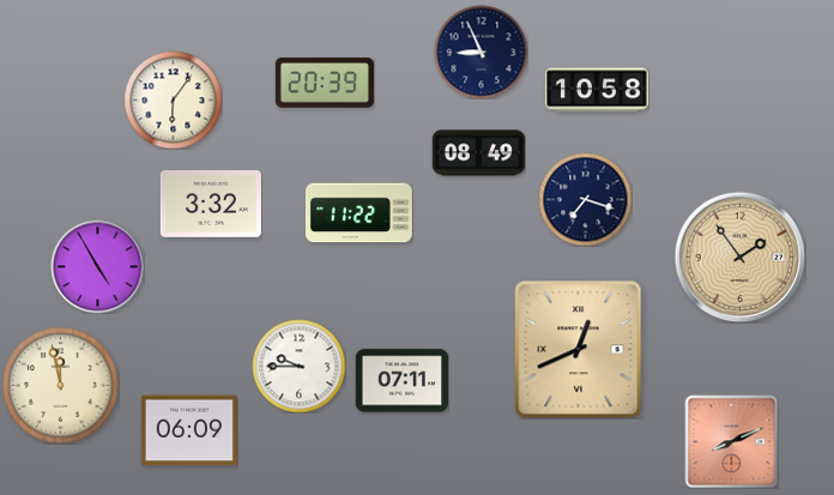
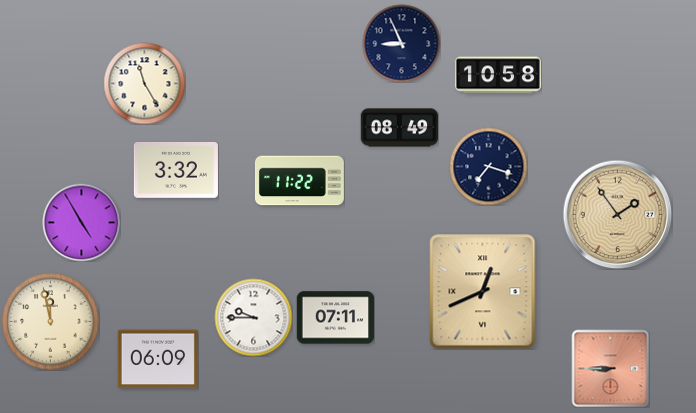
clock at (325, 83): 20:39 -> none
clock at (173, 99): 6:06 -> 11:25
clock at (359, 213) position: (359, 213) -> (300, 181)
clock at (298, 366) position: (298, 366) -> (253, 317)
clock at (731, 441): 8:11 -> 8:45
